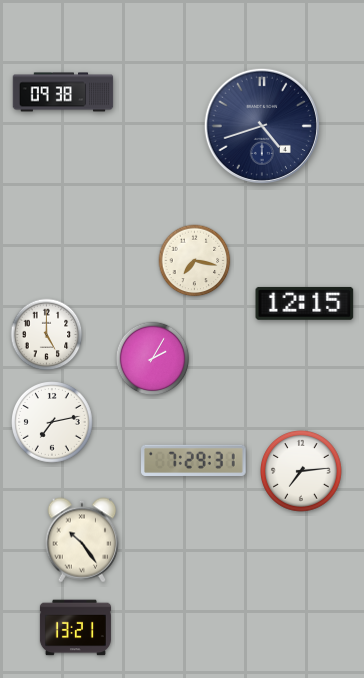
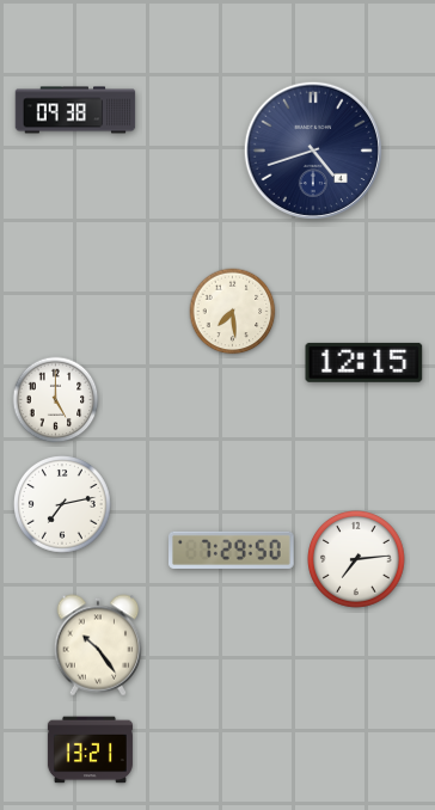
clock at (195, 261): 7:17 -> 7:29
clock at (153, 359): 2:05 -> none
clock at (194, 460): 7:29:31 -> 7:29:50
clock at (302, 472) position: (302, 472) -> (357, 560)
